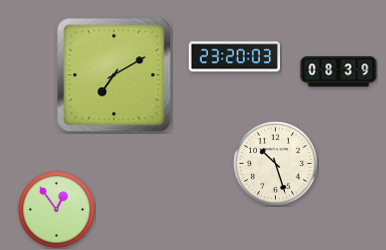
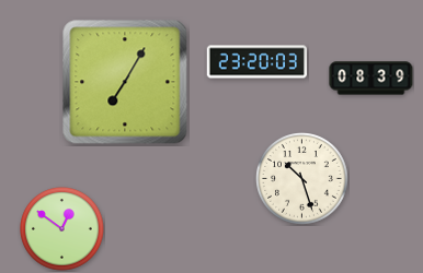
clock at (114, 75): 7:10 -> 7:05
clock at (57, 210): 12:54 -> 12:51
